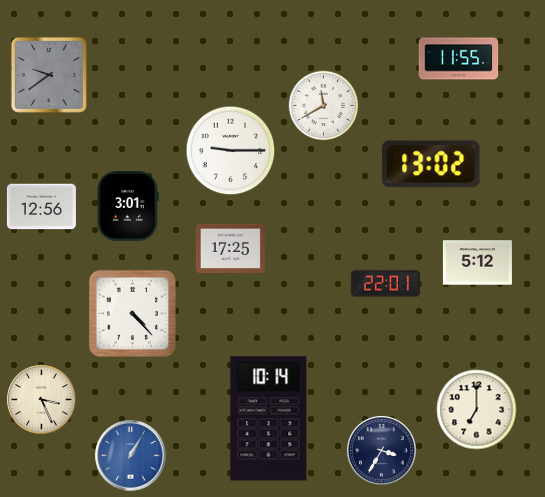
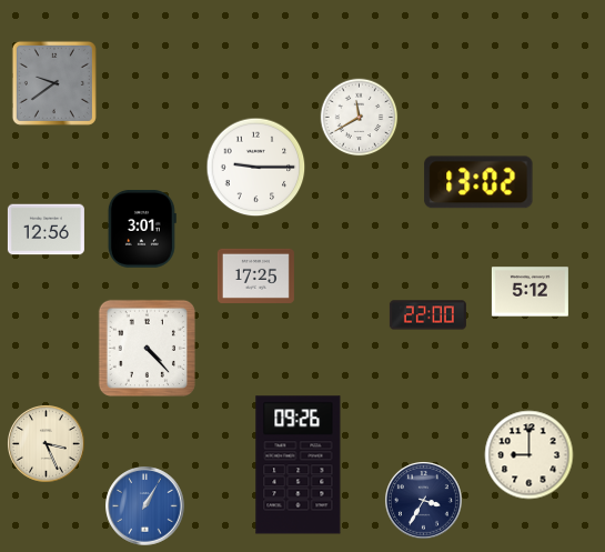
clock at (459, 59): 11:55 -> none
clock at (385, 284): 22:01 -> 22:00
clock at (477, 410): 7:00 -> 9:00
clock at (269, 419): 10:14 -> 09:26
